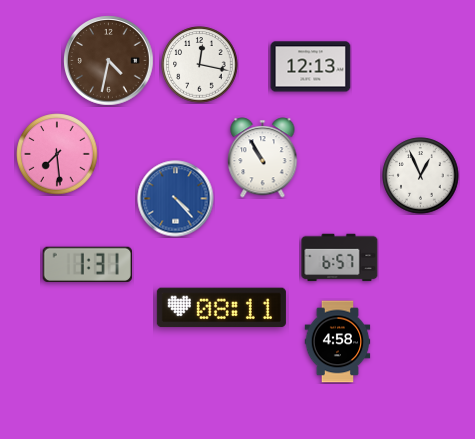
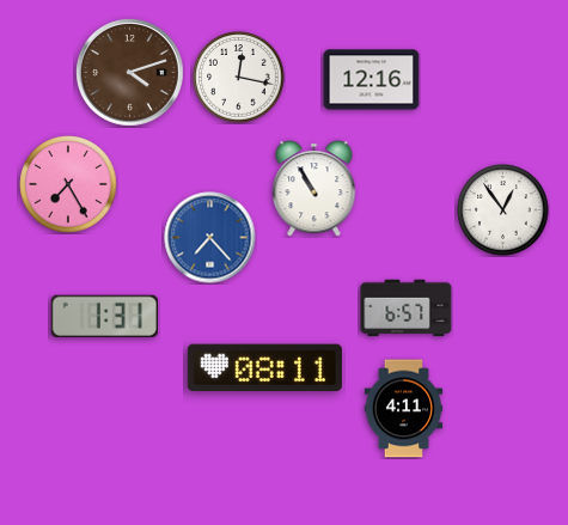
clock at (109, 61): 4:32 -> 4:12
clock at (311, 67): 12:13 -> 12:16
clock at (57, 154): 7:29 -> 7:25
clock at (421, 176): 12:56 -> 12:54
clock at (176, 199): 4:23 -> 7:23
clock at (338, 342): 4:58 -> 4:11
